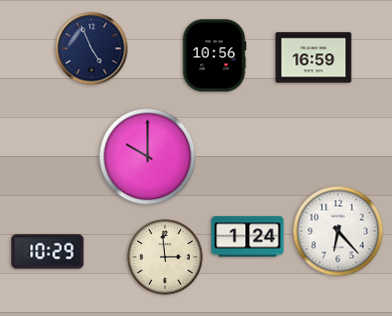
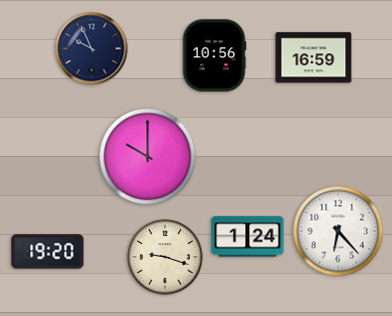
clock at (92, 49): 4:56 -> 9:56
clock at (48, 252): 10:29 -> 19:20
clock at (165, 257): 2:59 -> 9:18
